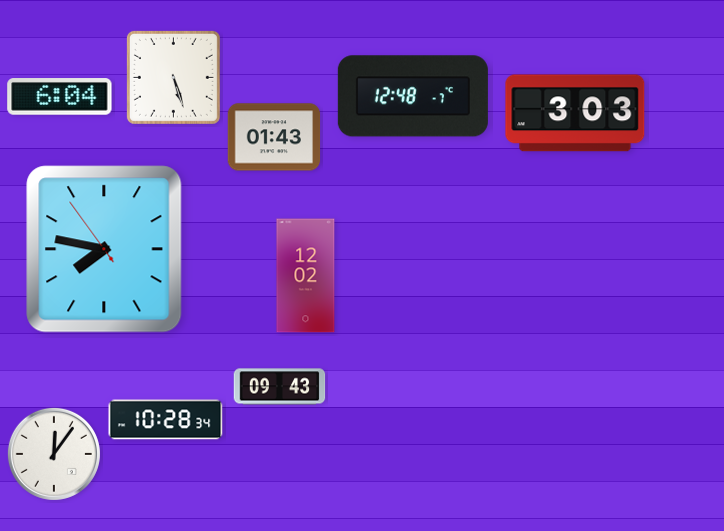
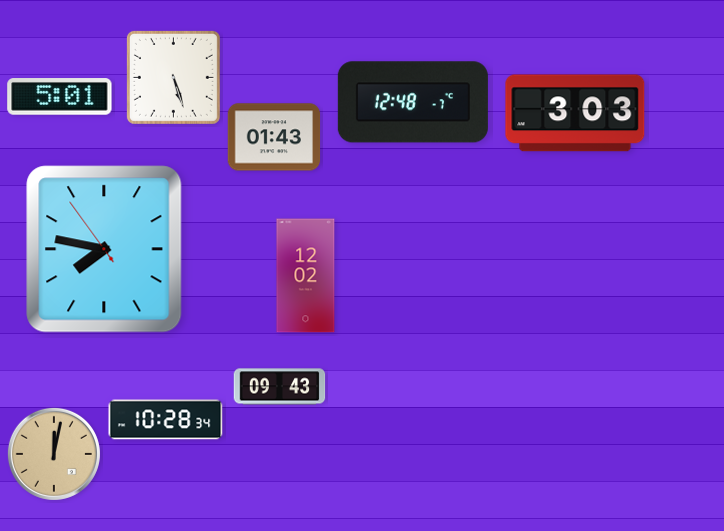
clock at (413, 96) position: (413, 96) -> (413, 102)
clock at (60, 97): 6:04 -> 5:01
clock at (54, 454): 12:06 -> 12:02
clock at (54, 454) dial: white -> champagne
